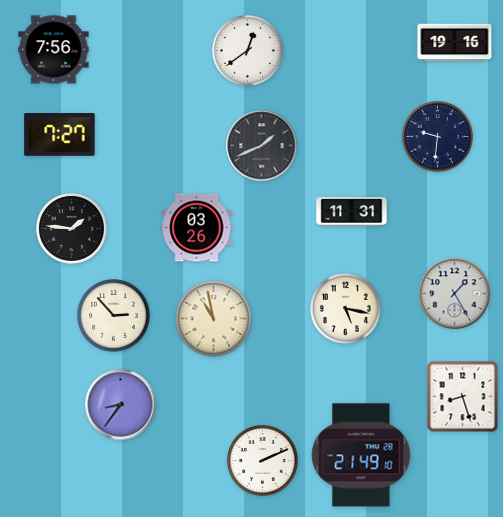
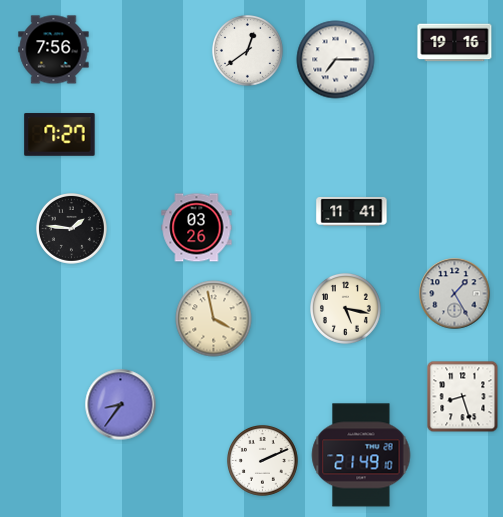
clock at (336, 60): none -> 7:15
clock at (438, 137): 9:31 -> none
clock at (262, 146): 1:41 -> none
clock at (352, 212): 11:31 -> 11:41
clock at (114, 316): 2:53 -> none
clock at (214, 319): 10:58 -> 3:58
